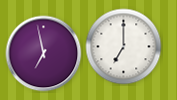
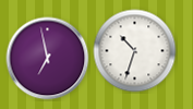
clock at (124, 47): 7:00 -> 10:33
